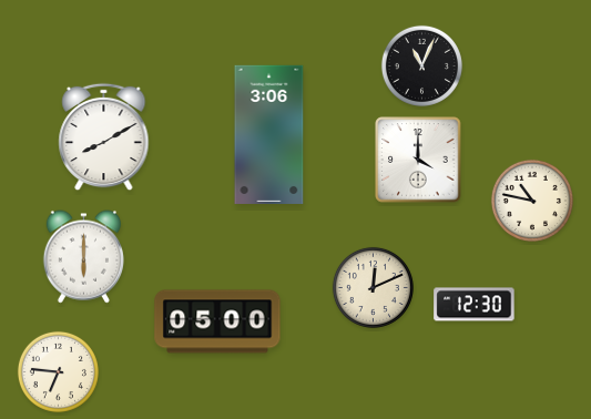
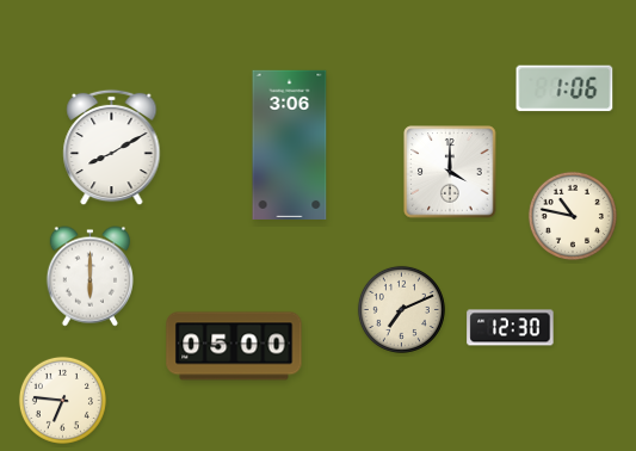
clock at (421, 65): 11:04 -> none
clock at (564, 88): none -> 1:06
clock at (373, 287): 12:11 -> 7:11
